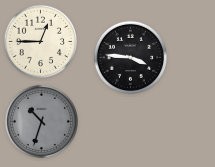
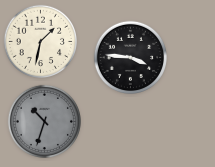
clock at (40, 41): 12:45 -> 1:32
clock at (41, 121) position: (41, 121) -> (44, 121)
